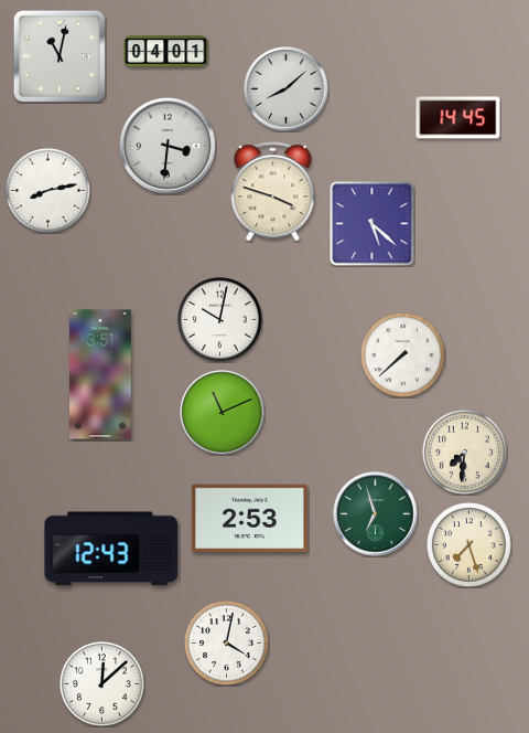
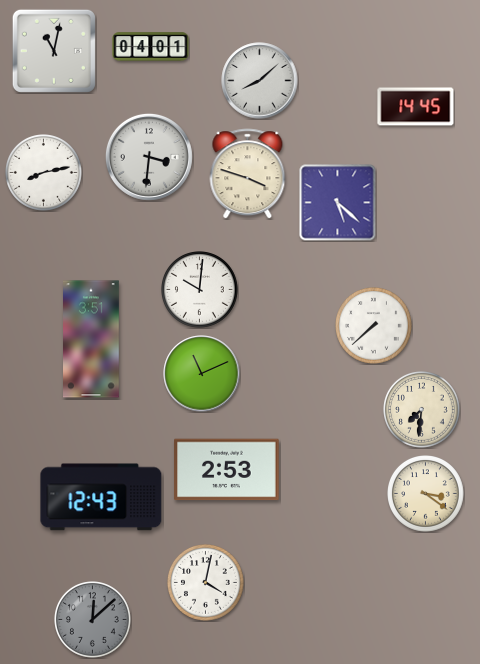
clock at (168, 146) position: (168, 146) -> (149, 157)
clock at (220, 320): 10:02 -> 10:01
clock at (403, 355) position: (403, 355) -> (374, 326)
clock at (376, 514): 6:57 -> none
clock at (469, 545): 7:27 -> 3:21
clock at (102, 684) dial: white -> grey
